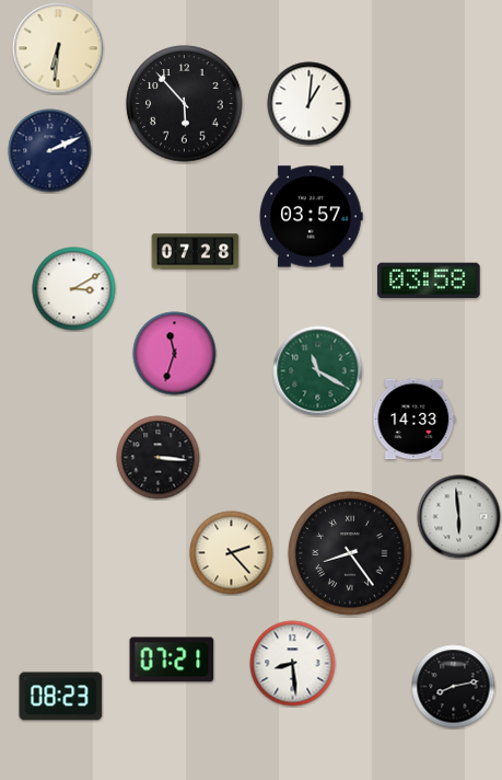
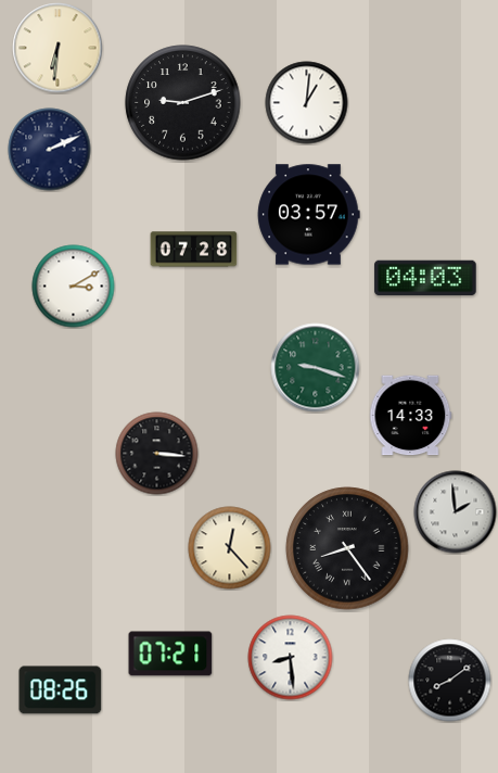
clock at (185, 104): 5:53 -> 9:12
clock at (429, 280): 03:58 -> 04:03
clock at (175, 354): 11:33 -> none
clock at (318, 371): 11:20 -> 9:18
clock at (459, 517): 5:59 -> 1:59
clock at (232, 553): 2:23 -> 12:23
clock at (454, 687): 8:13 -> 8:09
clock at (61, 697): 08:23 -> 08:26
